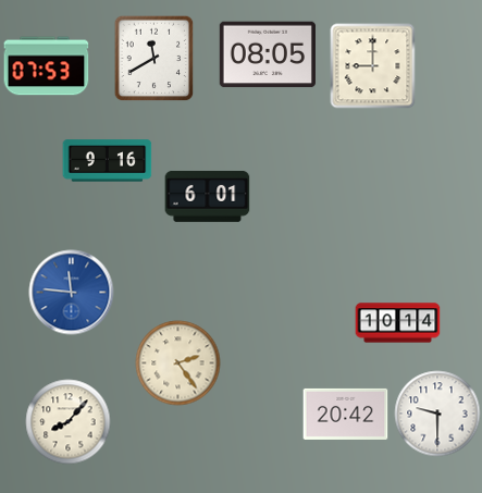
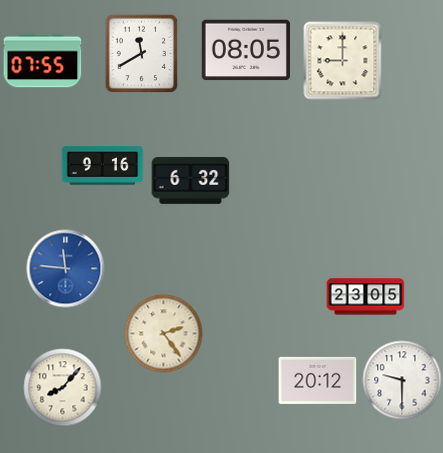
clock at (46, 66): 07:53 -> 07:55
clock at (107, 161) position: (107, 161) -> (102, 166)
clock at (207, 196): 6:01 -> 6:32
clock at (397, 323): 10:14 -> 23:05
clock at (345, 414): 20:42 -> 20:12
